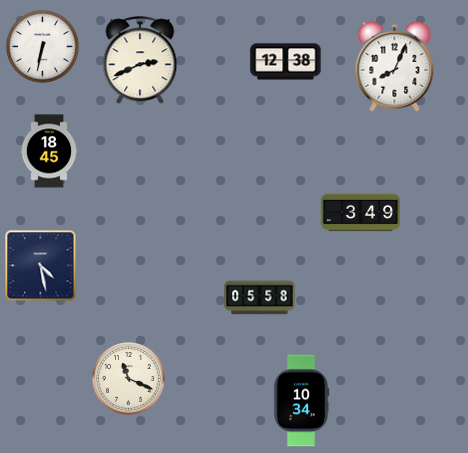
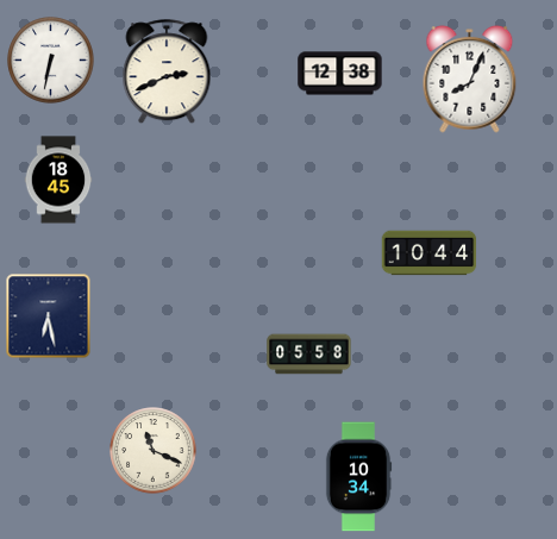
clock at (43, 47) position: (43, 47) -> (51, 61)
clock at (361, 213): 3:49 -> 10:44
clock at (41, 266): 4:28 -> 6:28
